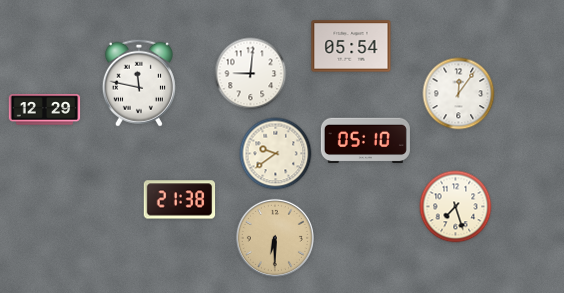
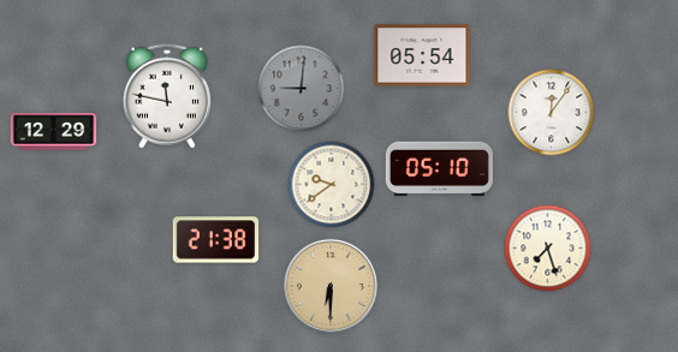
clock at (251, 74) dial: white -> grey
clock at (139, 83) position: (139, 83) -> (167, 96)
